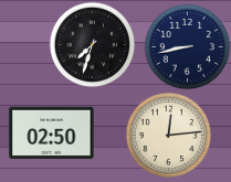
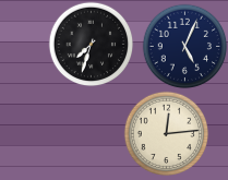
clock at (187, 46): 8:43 -> 5:04
clock at (52, 132): 02:50 -> none
